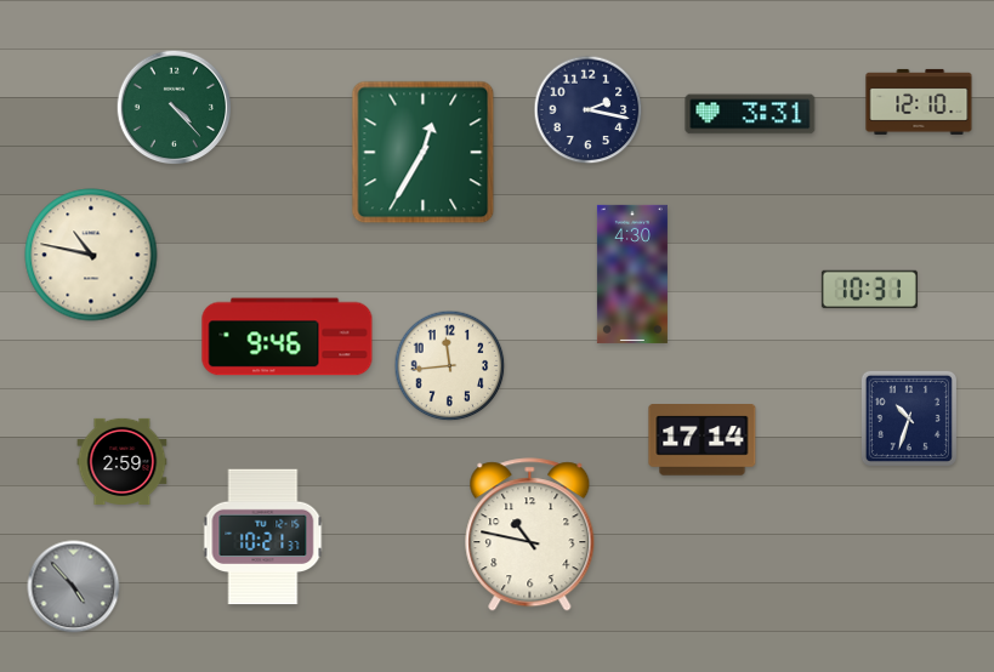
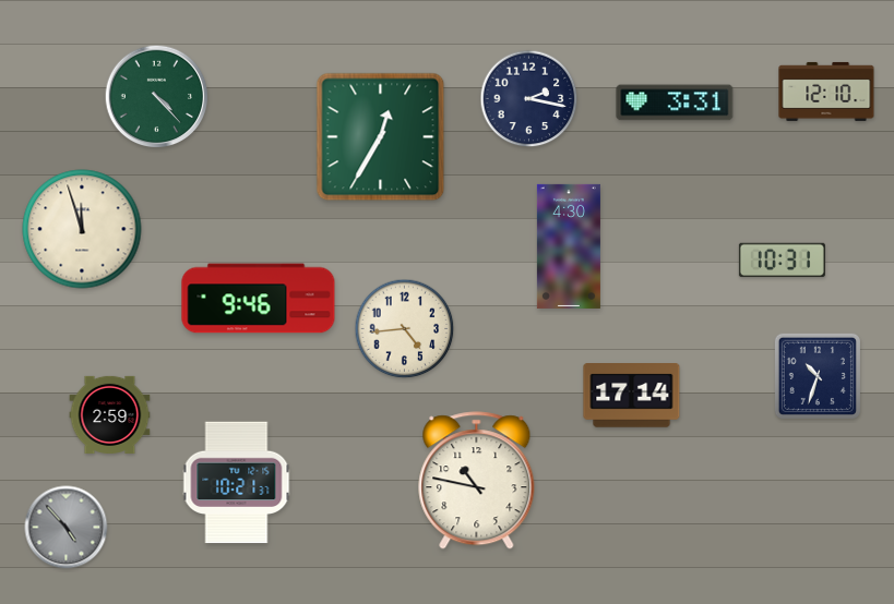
clock at (91, 255): 10:47 -> 11:57
clock at (288, 337) position: (288, 337) -> (259, 299)
clock at (450, 366): 11:44 -> 4:44
